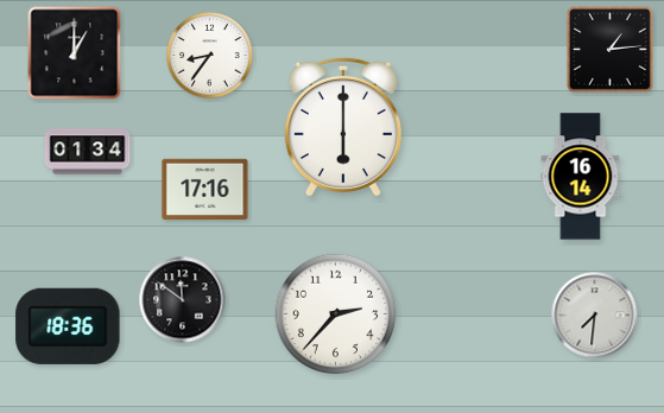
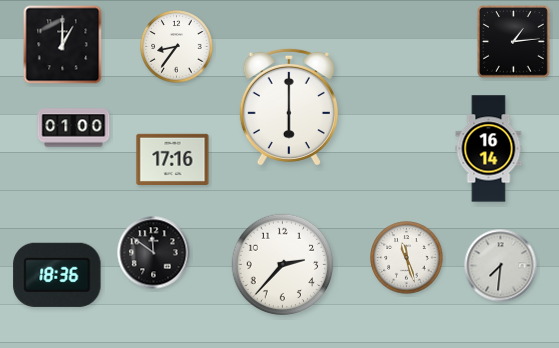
clock at (88, 152): 01:34 -> 01:00
clock at (407, 258): none -> 11:27
